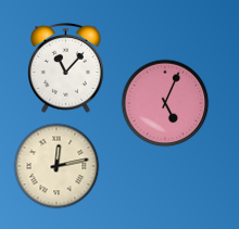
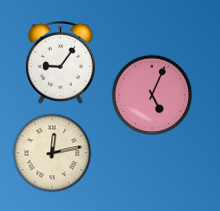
clock at (66, 67): 11:07 -> 9:06
